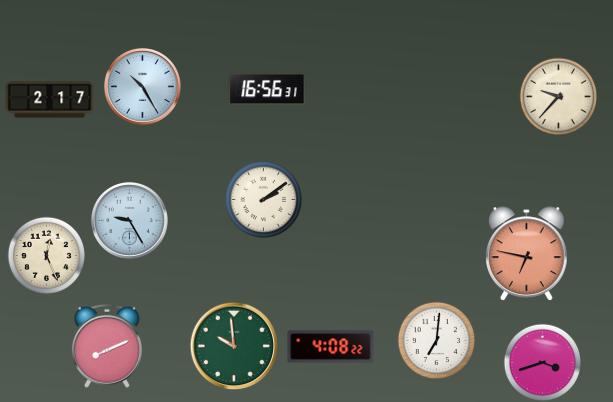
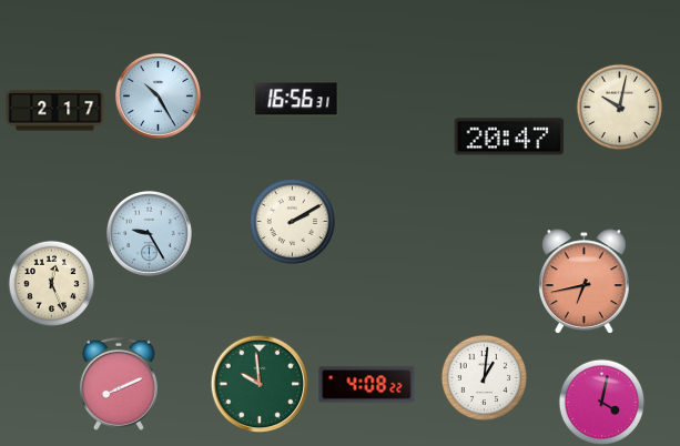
clock at (558, 96): 9:37 -> 10:02
clock at (509, 136): none -> 20:47
clock at (263, 199): 2:09 -> 2:10
clock at (129, 220) position: (129, 220) -> (149, 233)
clock at (527, 253): 6:47 -> 6:43
clock at (436, 340): 7:01 -> 1:01
clock at (542, 362): 3:42 -> 4:02
